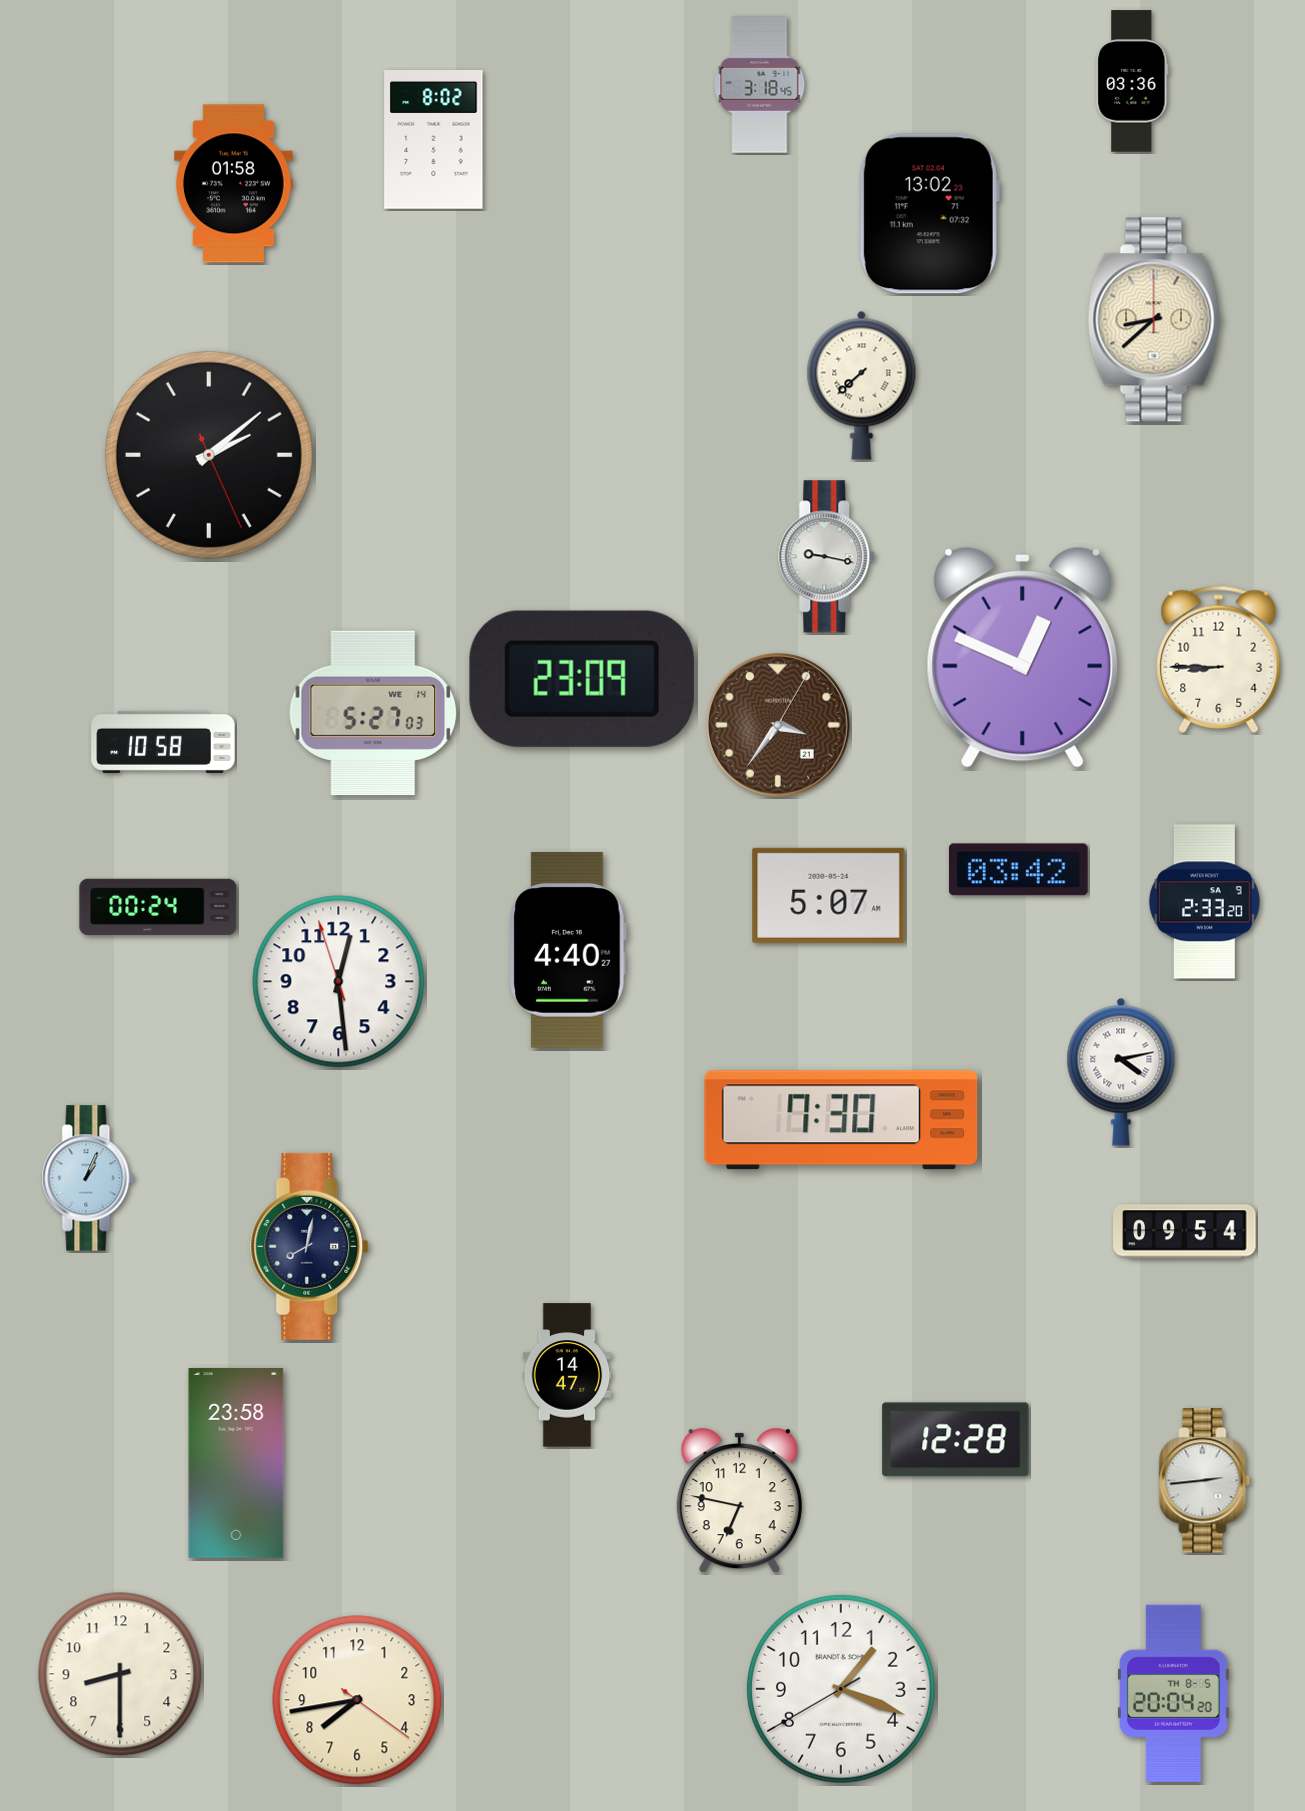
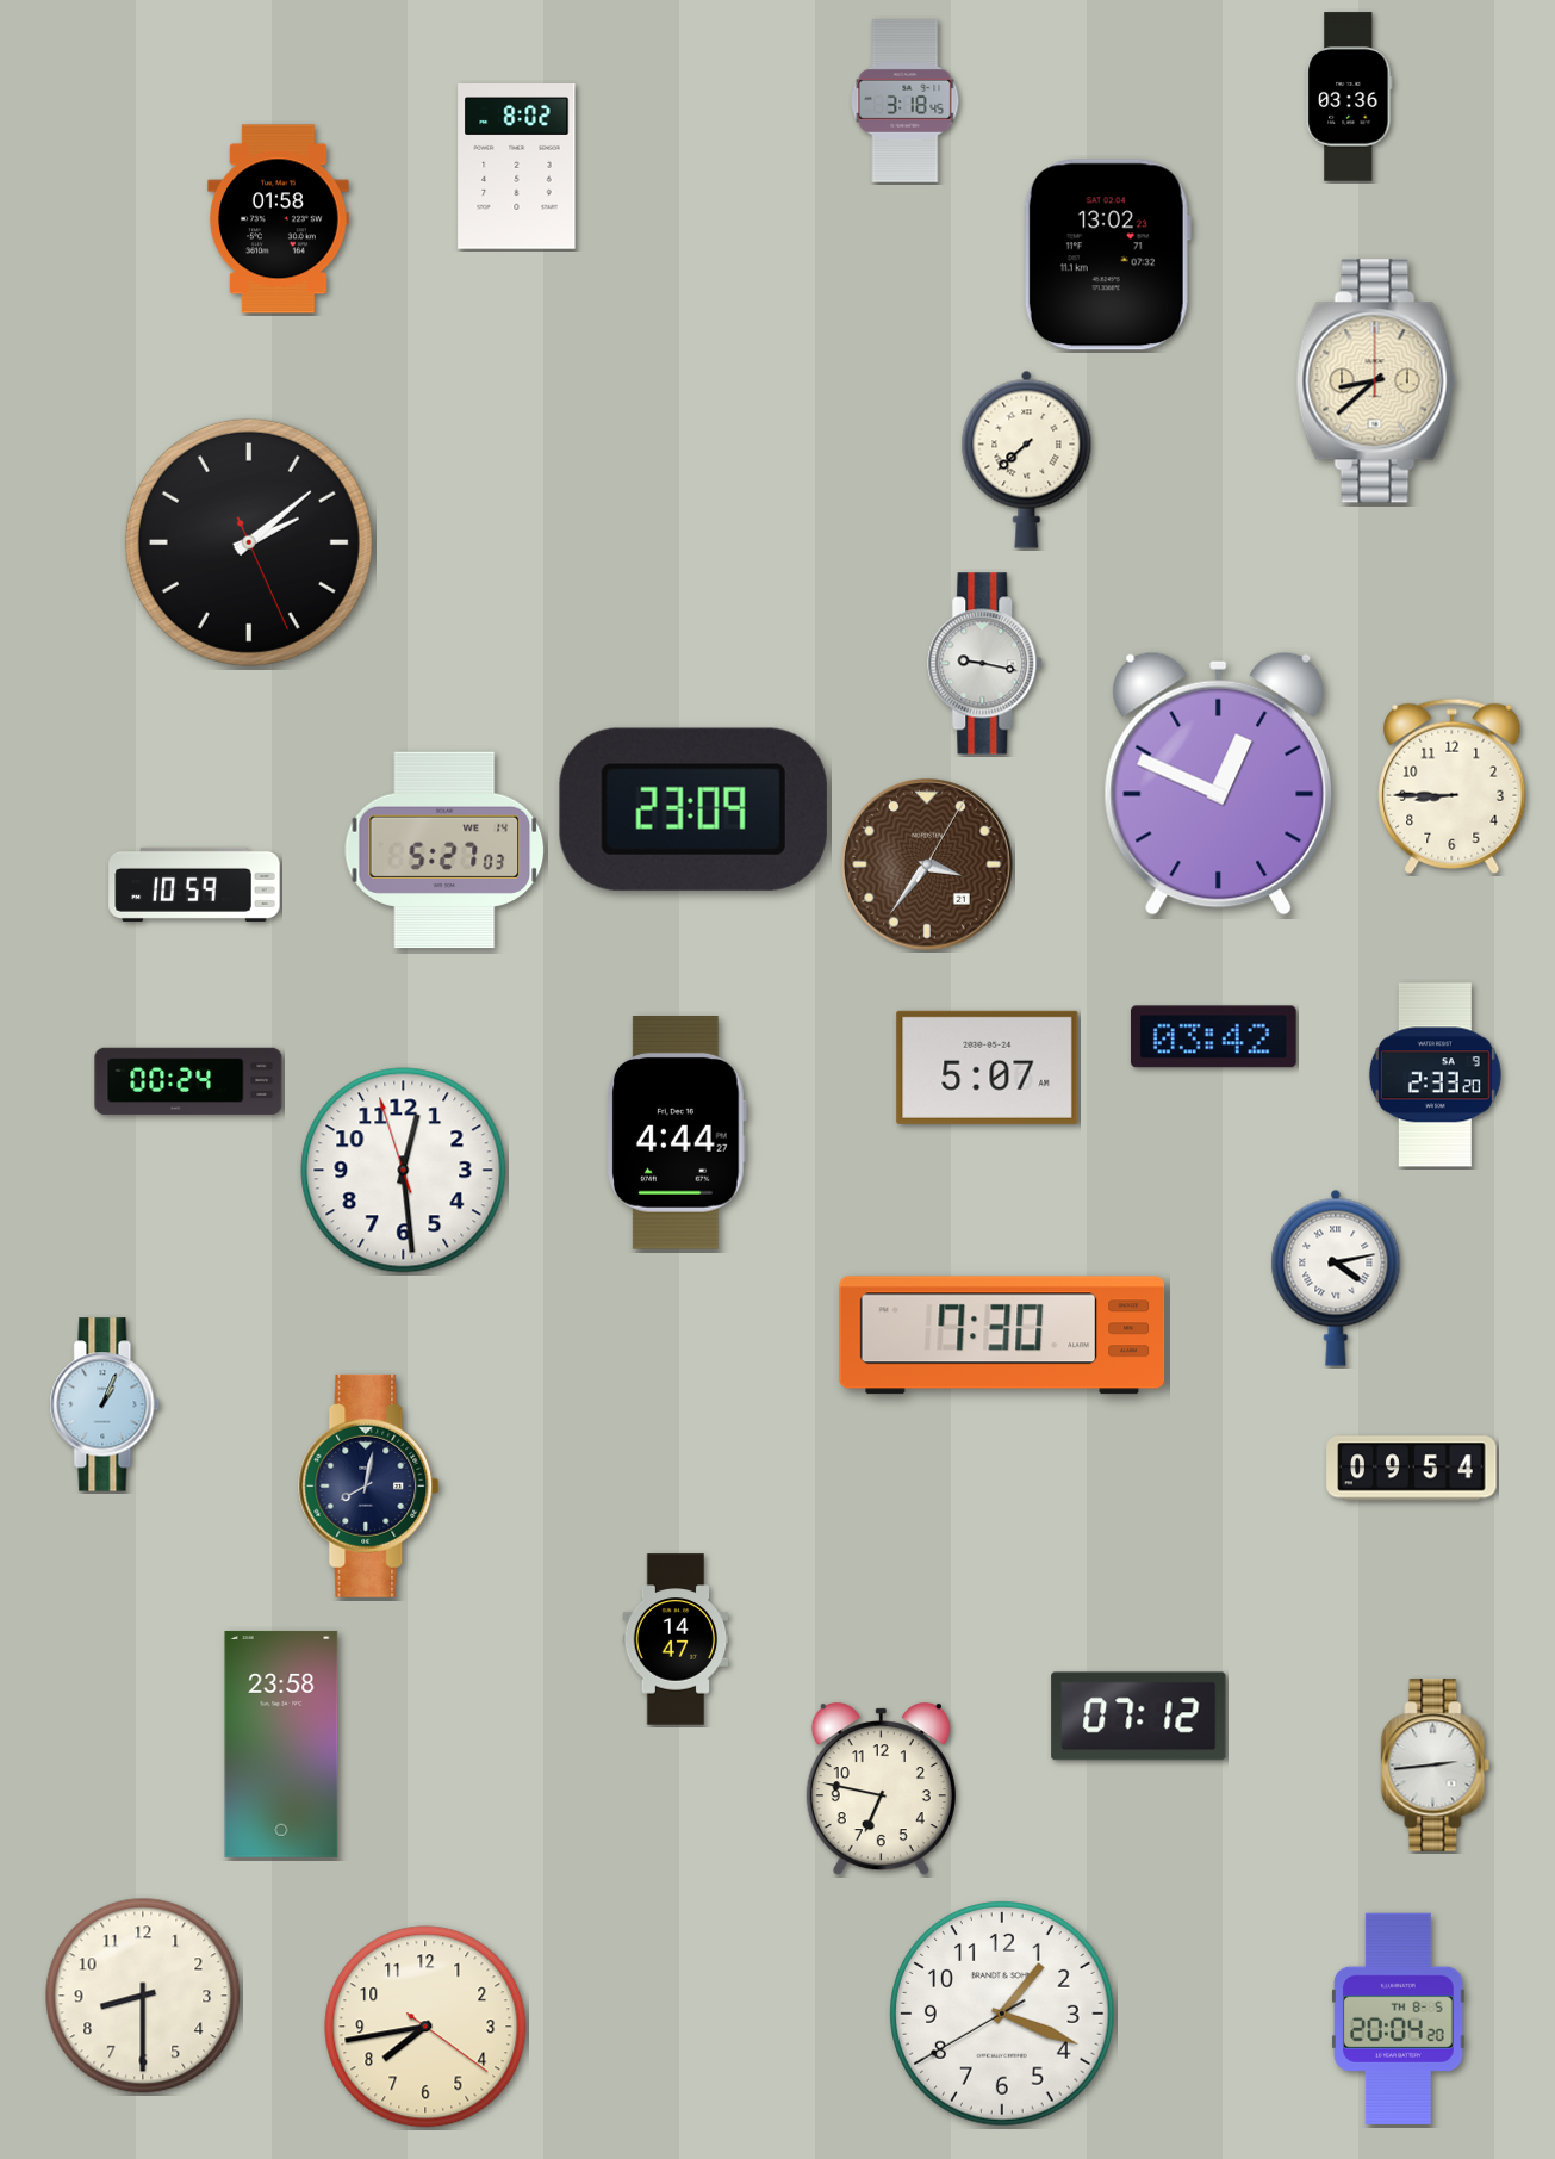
clock at (163, 742): 10:58 -> 10:59
clock at (568, 950): 4:40 -> 4:44
clock at (956, 1440): 12:28 -> 07:12
